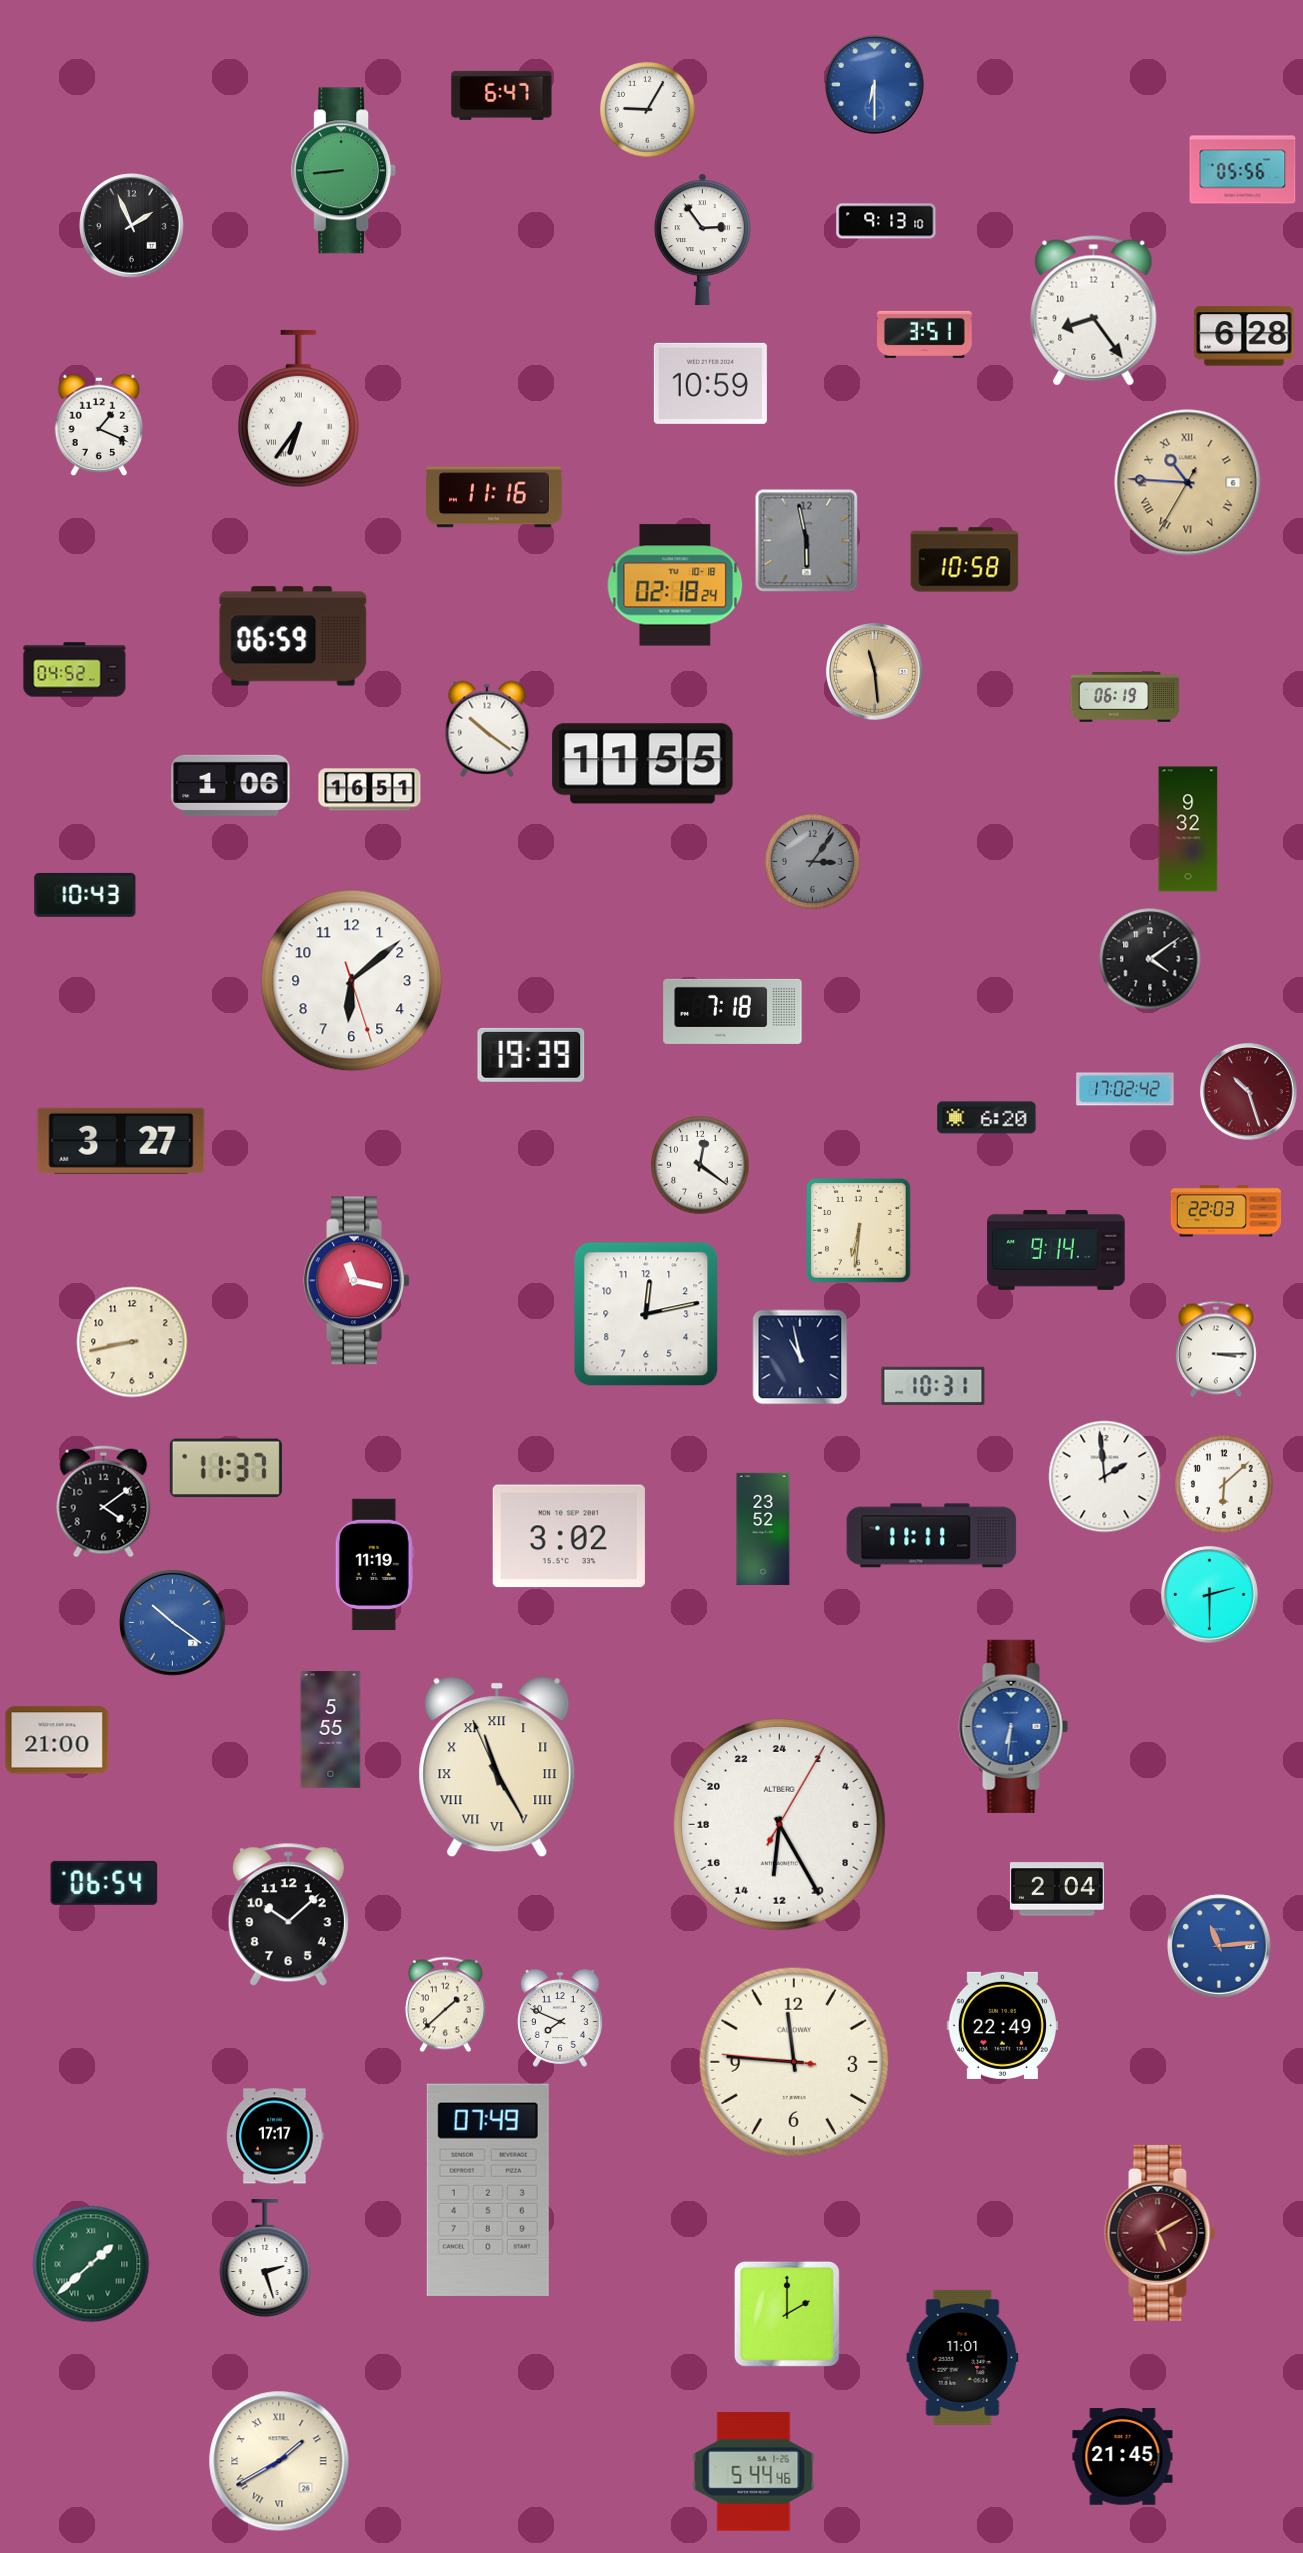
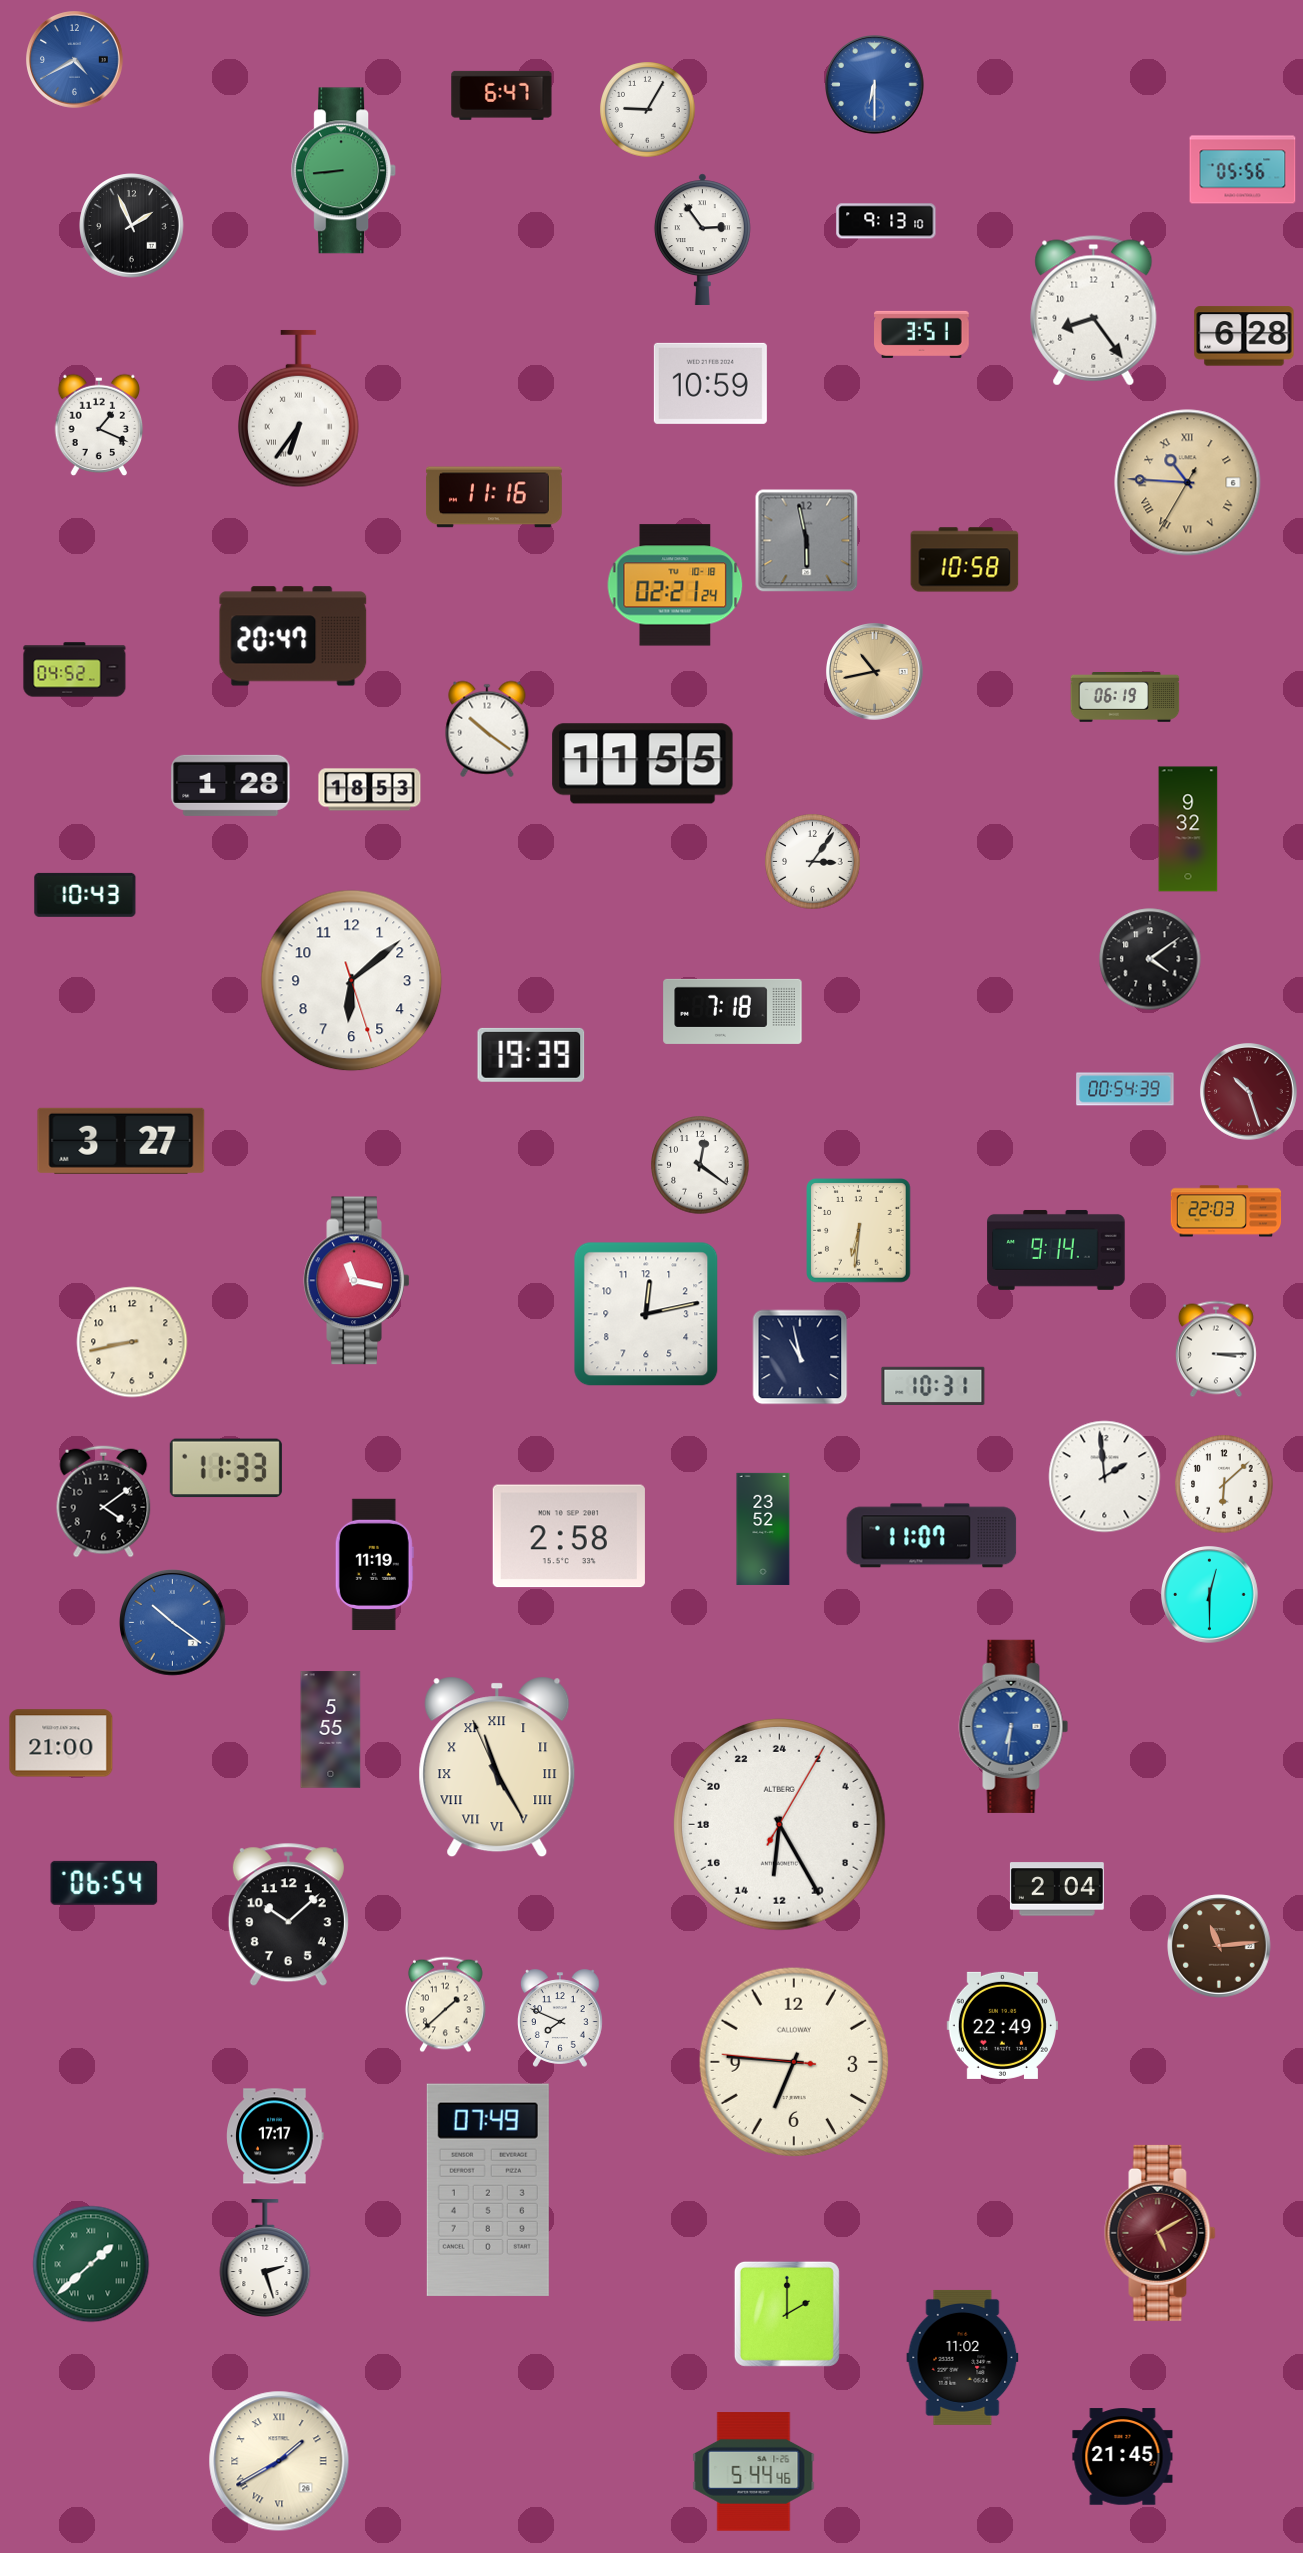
clock at (75, 60): none -> 4:40
clock at (925, 334) position: (925, 334) -> (922, 334)
clock at (675, 585): 02:18 -> 02:21
clock at (293, 636): 06:59 -> 20:47
clock at (875, 672): 11:29 -> 10:43
clock at (231, 785): 1:06 -> 1:28
clock at (370, 790): 16:51 -> 18:53
clock at (813, 862) dial: grey -> white
clock at (1125, 1089): 17:02 -> 00:54
clock at (987, 1118): 6:20 -> none
clock at (226, 1468): 11:37 -> 11:33
clock at (569, 1536): 3:02 -> 2:58
clock at (932, 1536): 11:11 -> 11:07
clock at (1210, 1595): 2:30 -> 12:30
clock at (57, 1740) position: (57, 1740) -> (61, 1743)
clock at (1219, 1946) dial: blue -> brown
clock at (793, 2061): 11:45 -> 6:45
clock at (963, 2357): 11:01 -> 11:02
